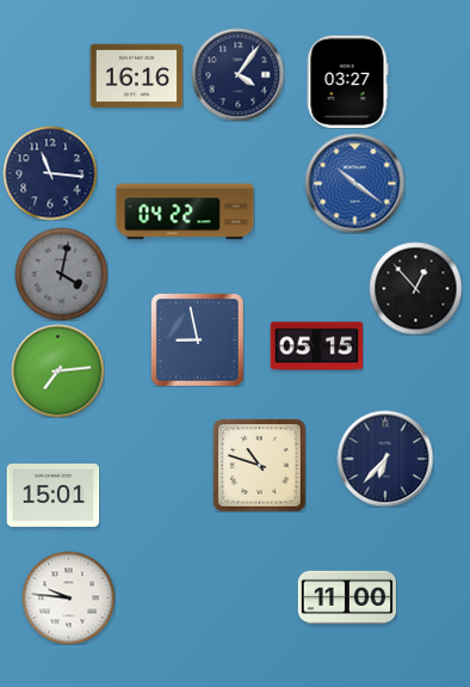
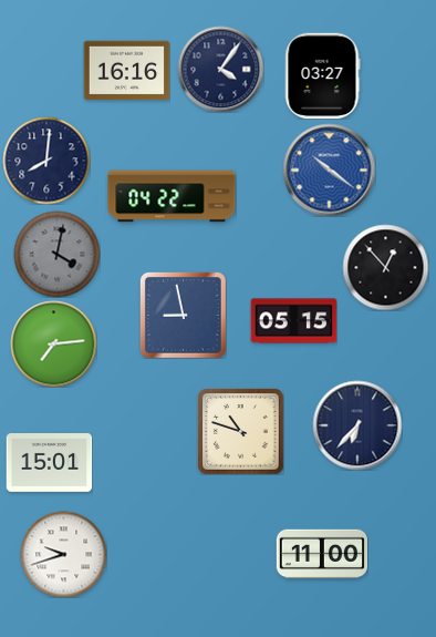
clock at (50, 173): 11:16 -> 8:01
clock at (52, 496) position: (52, 496) -> (49, 463)
clock at (68, 597): 9:46 -> 9:42
